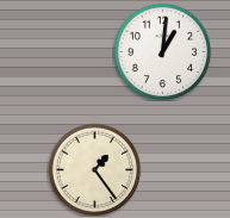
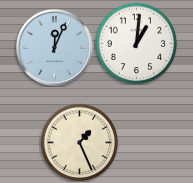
clock at (54, 47): none -> 12:04
clock at (94, 169): 1:24 -> 1:26
